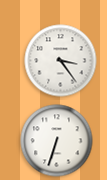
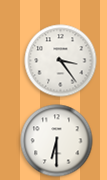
clock at (57, 141): 6:33 -> 6:30
